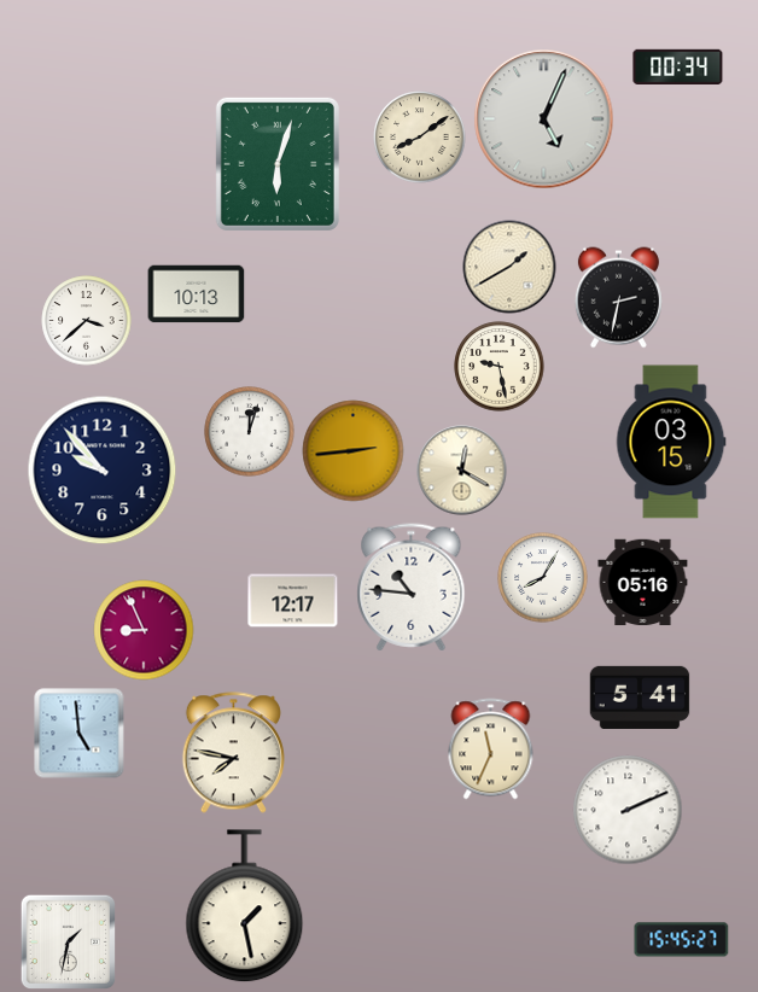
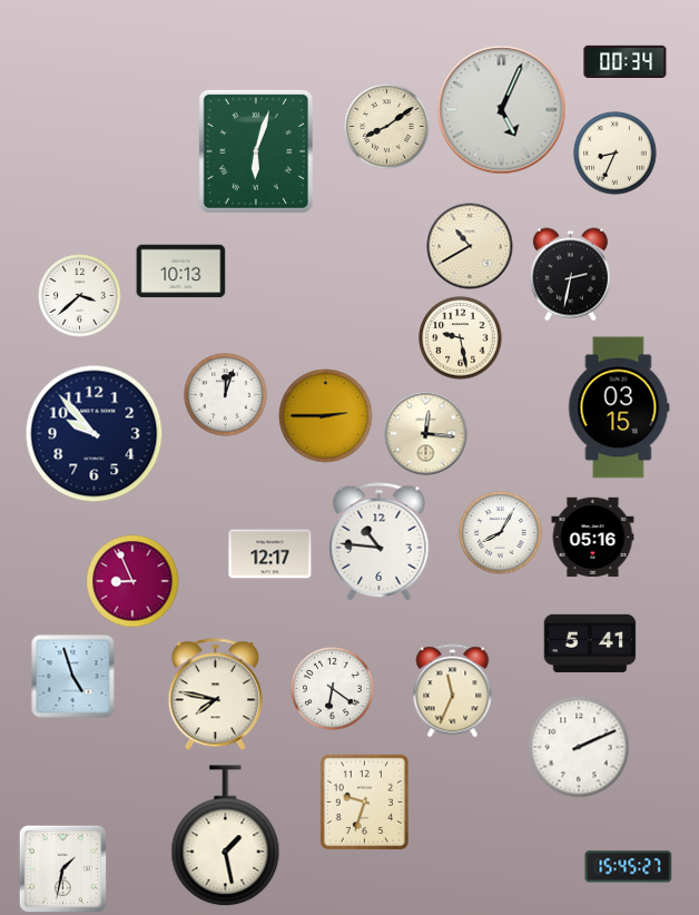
clock at (616, 154): none -> 8:34
clock at (509, 267): 1:40 -> 10:40
clock at (250, 432) position: (250, 432) -> (226, 395)
clock at (354, 451): 2:44 -> 2:45
clock at (462, 471): 12:20 -> 12:16
clock at (80, 734): 4:59 -> 4:57
clock at (333, 689): none -> 6:21
clock at (364, 801): none -> 9:33
